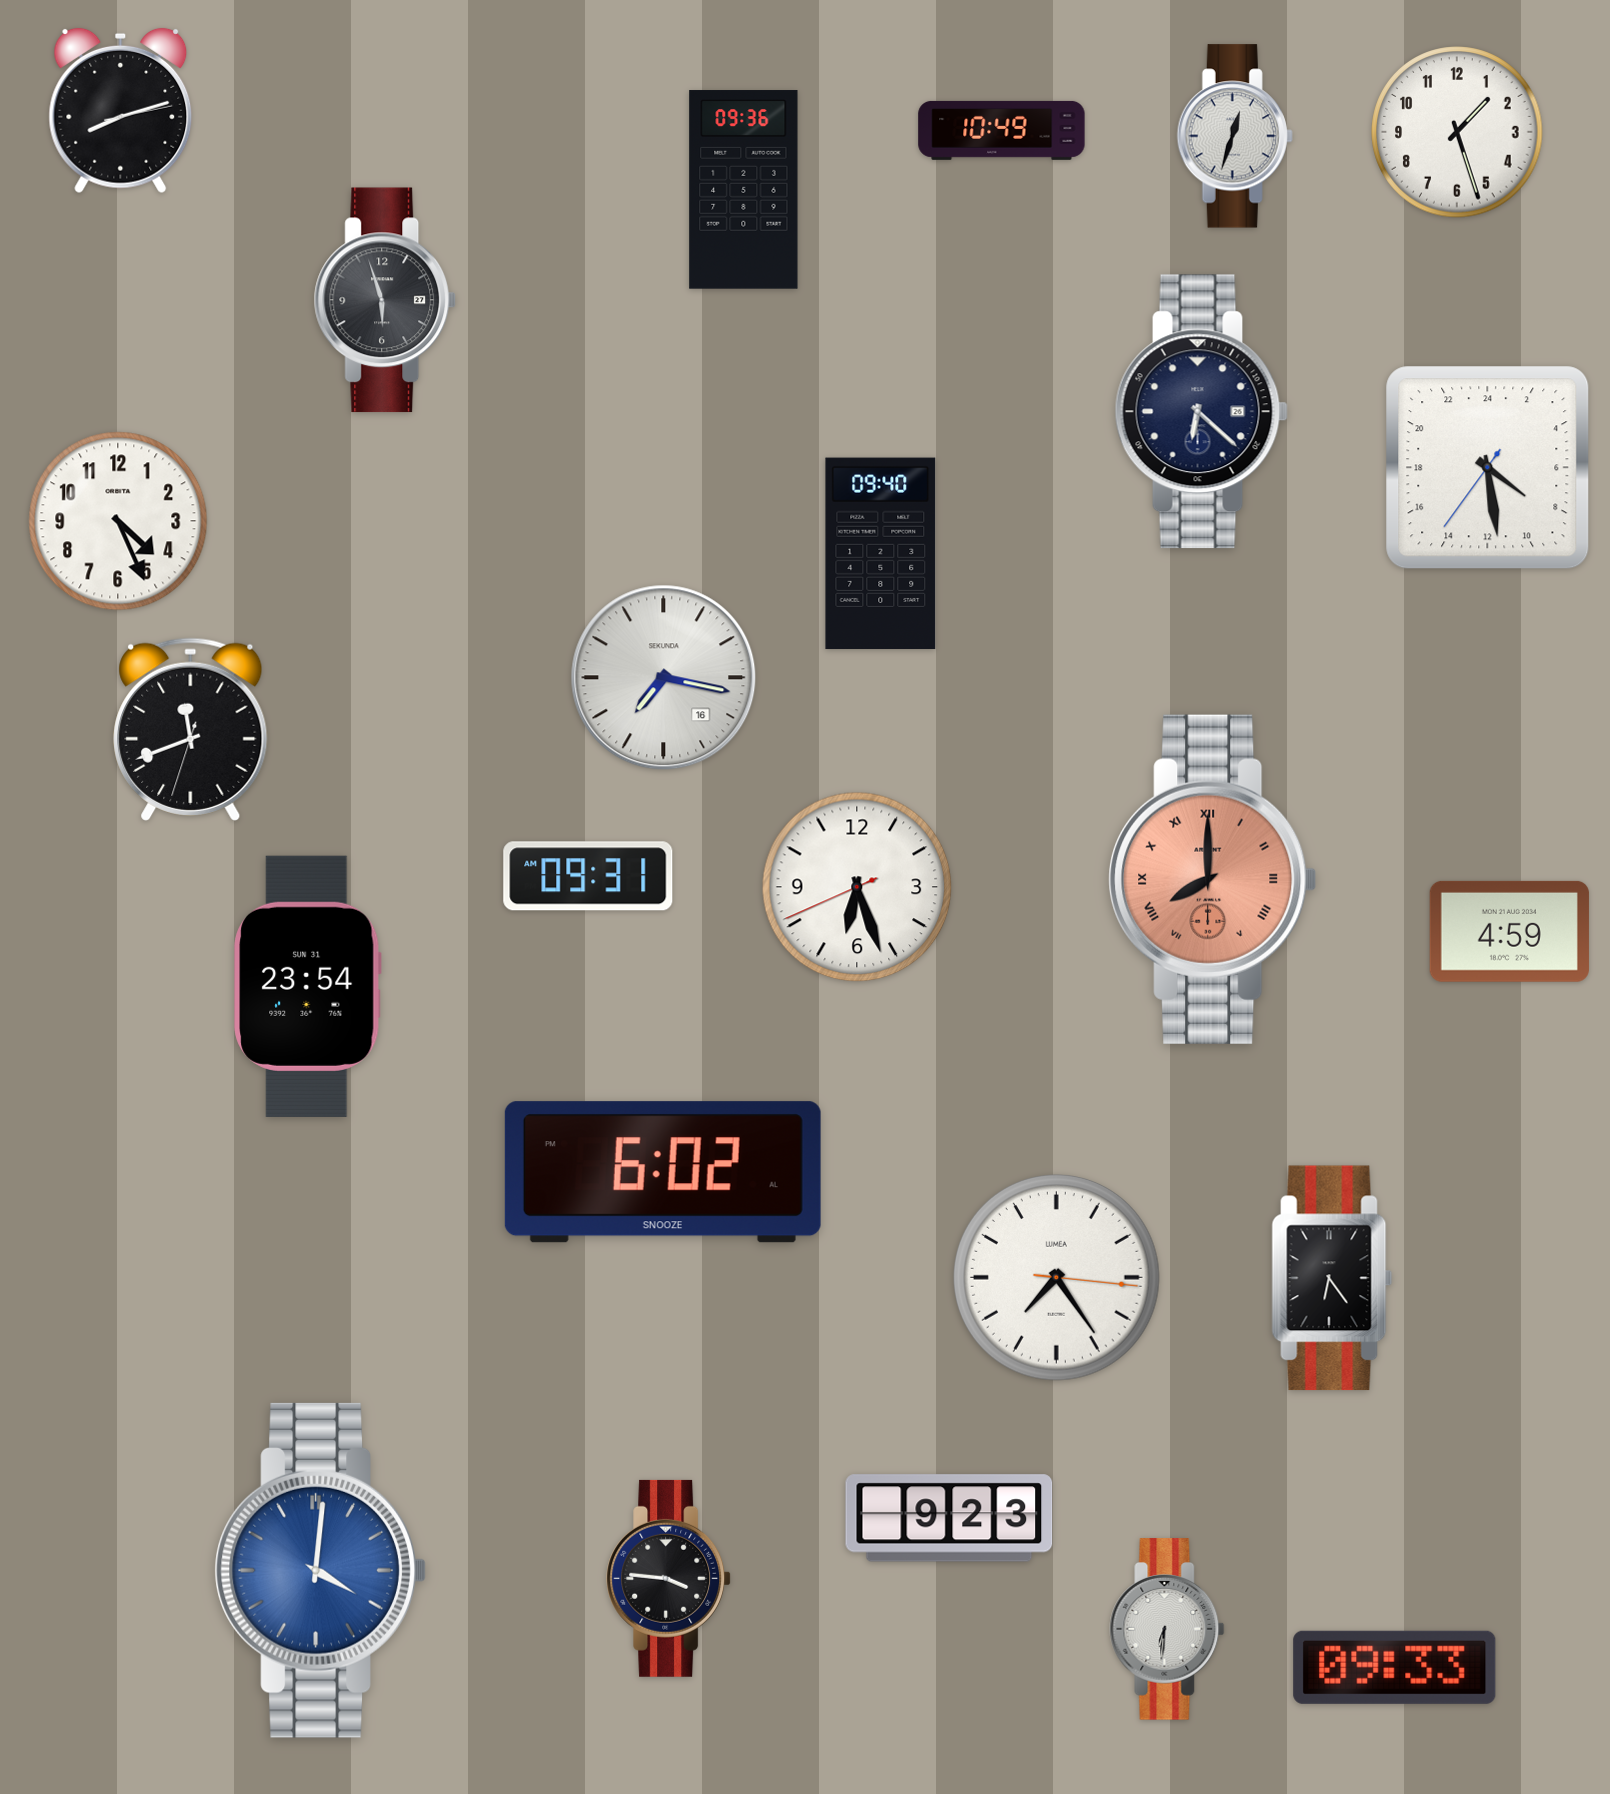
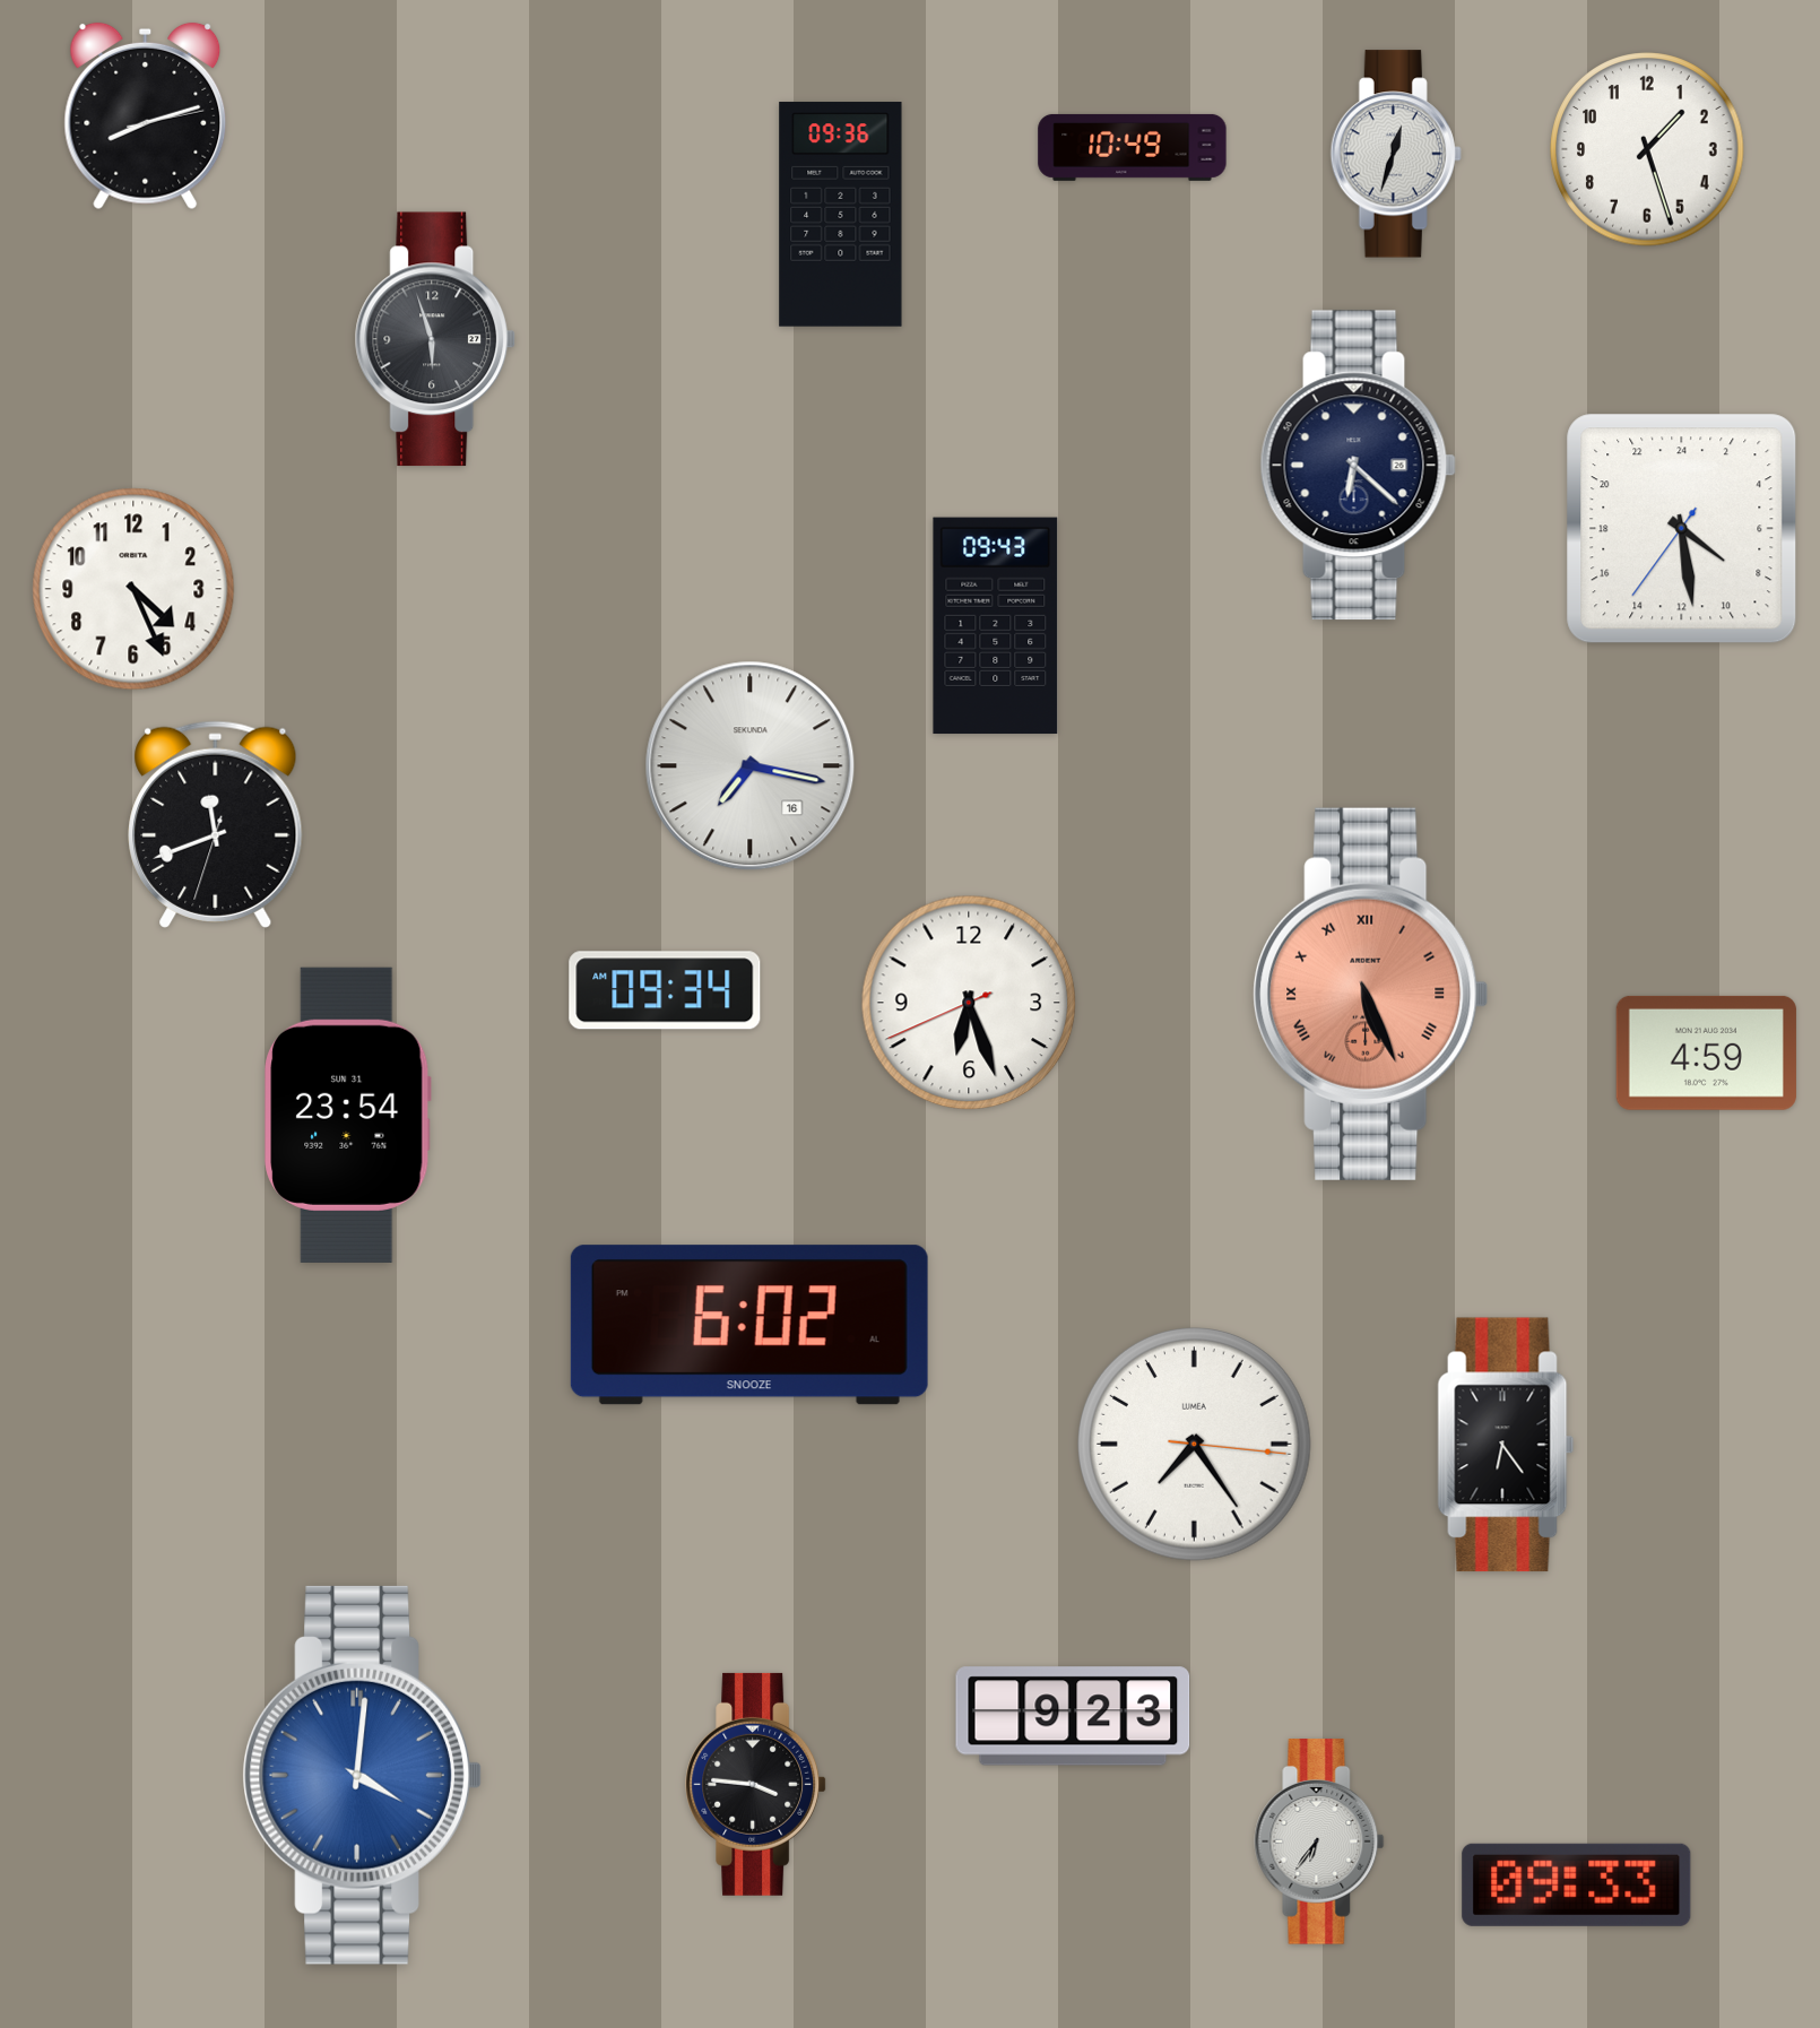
clock at (121, 111) position: (121, 111) -> (146, 116)
clock at (881, 554): 09:40 -> 09:43
clock at (588, 876): 09:31 -> 09:34
clock at (1213, 879): 8:00 -> 5:26
clock at (1167, 1629): 6:31 -> 6:36
